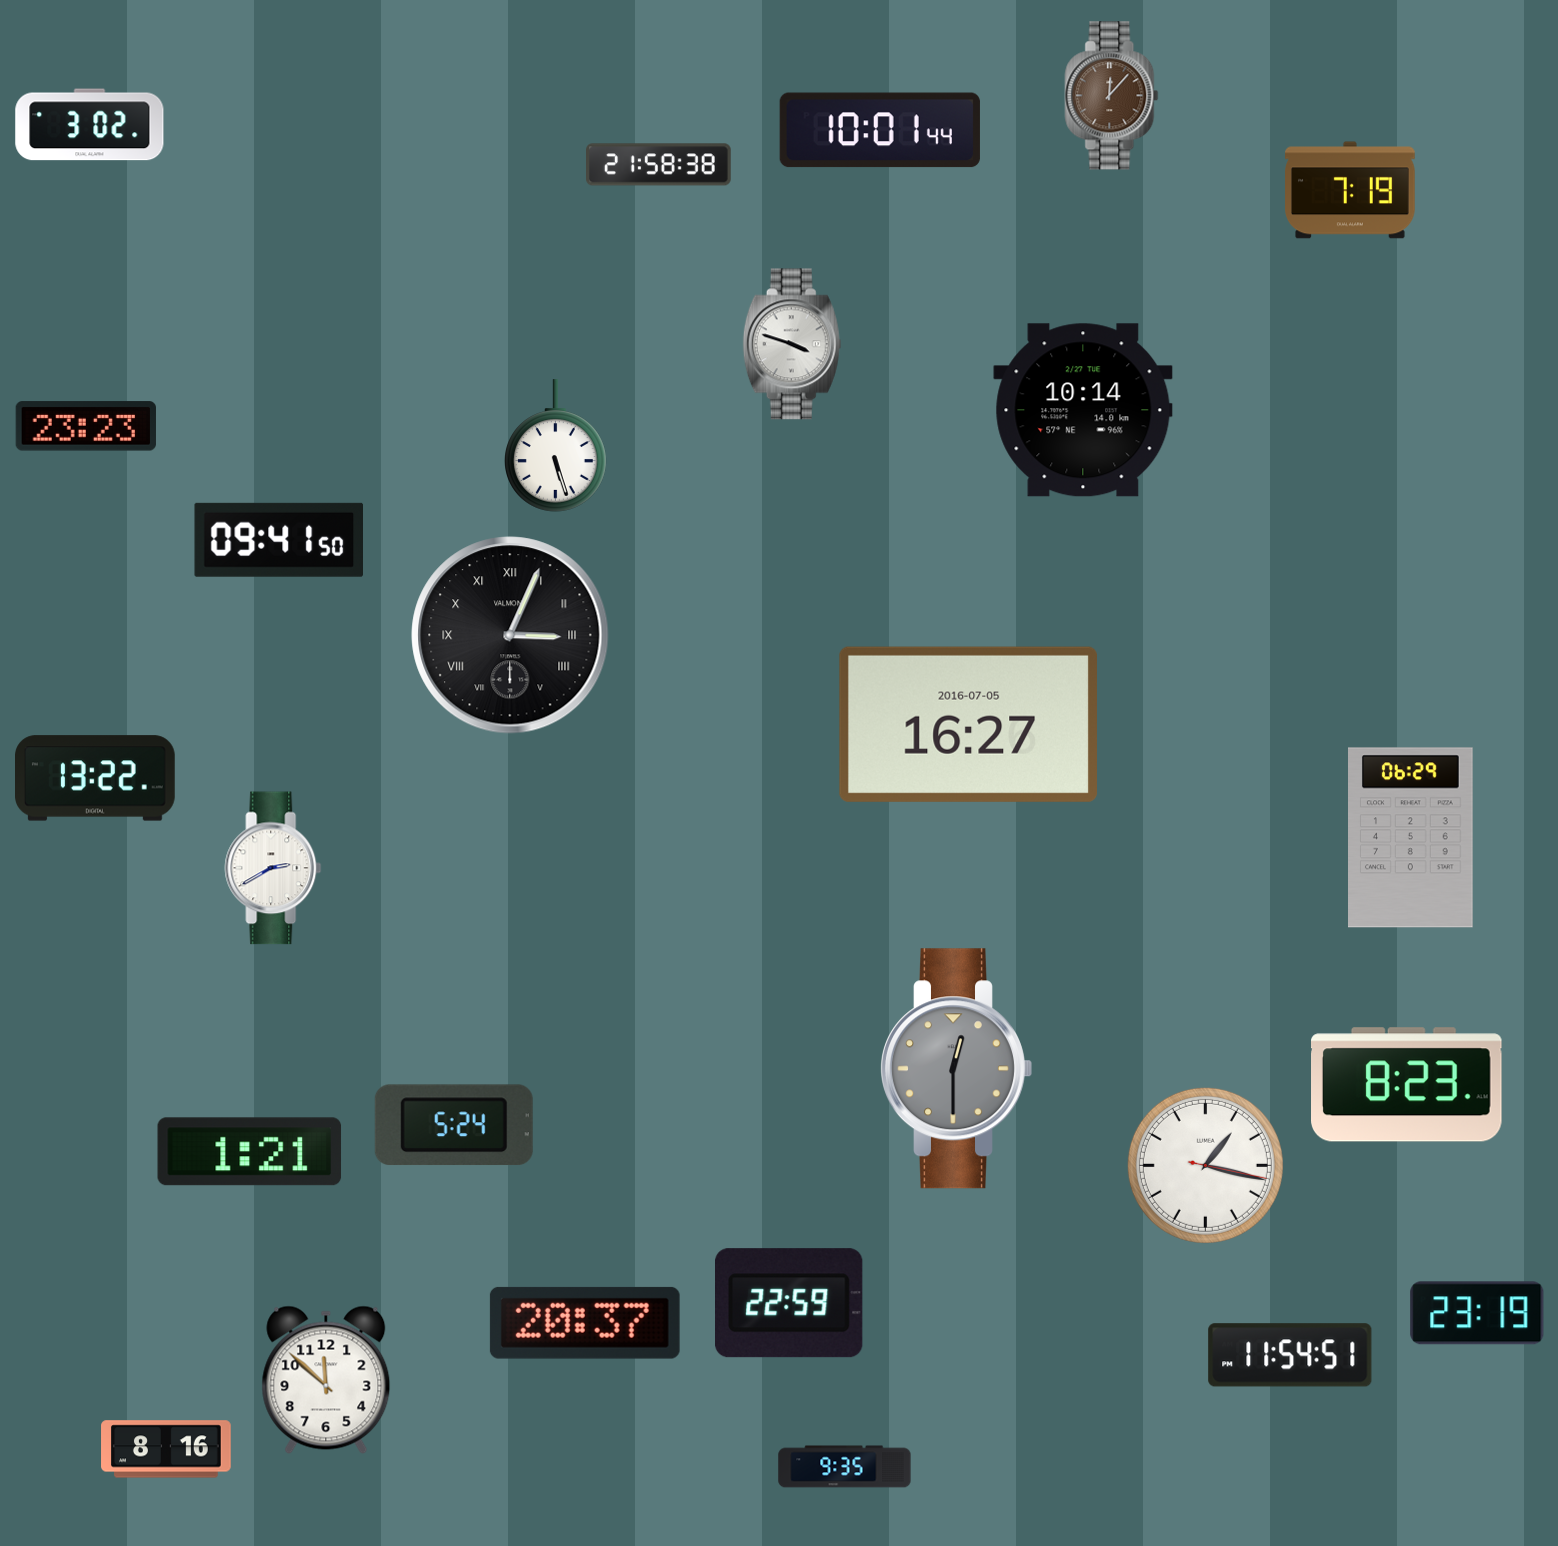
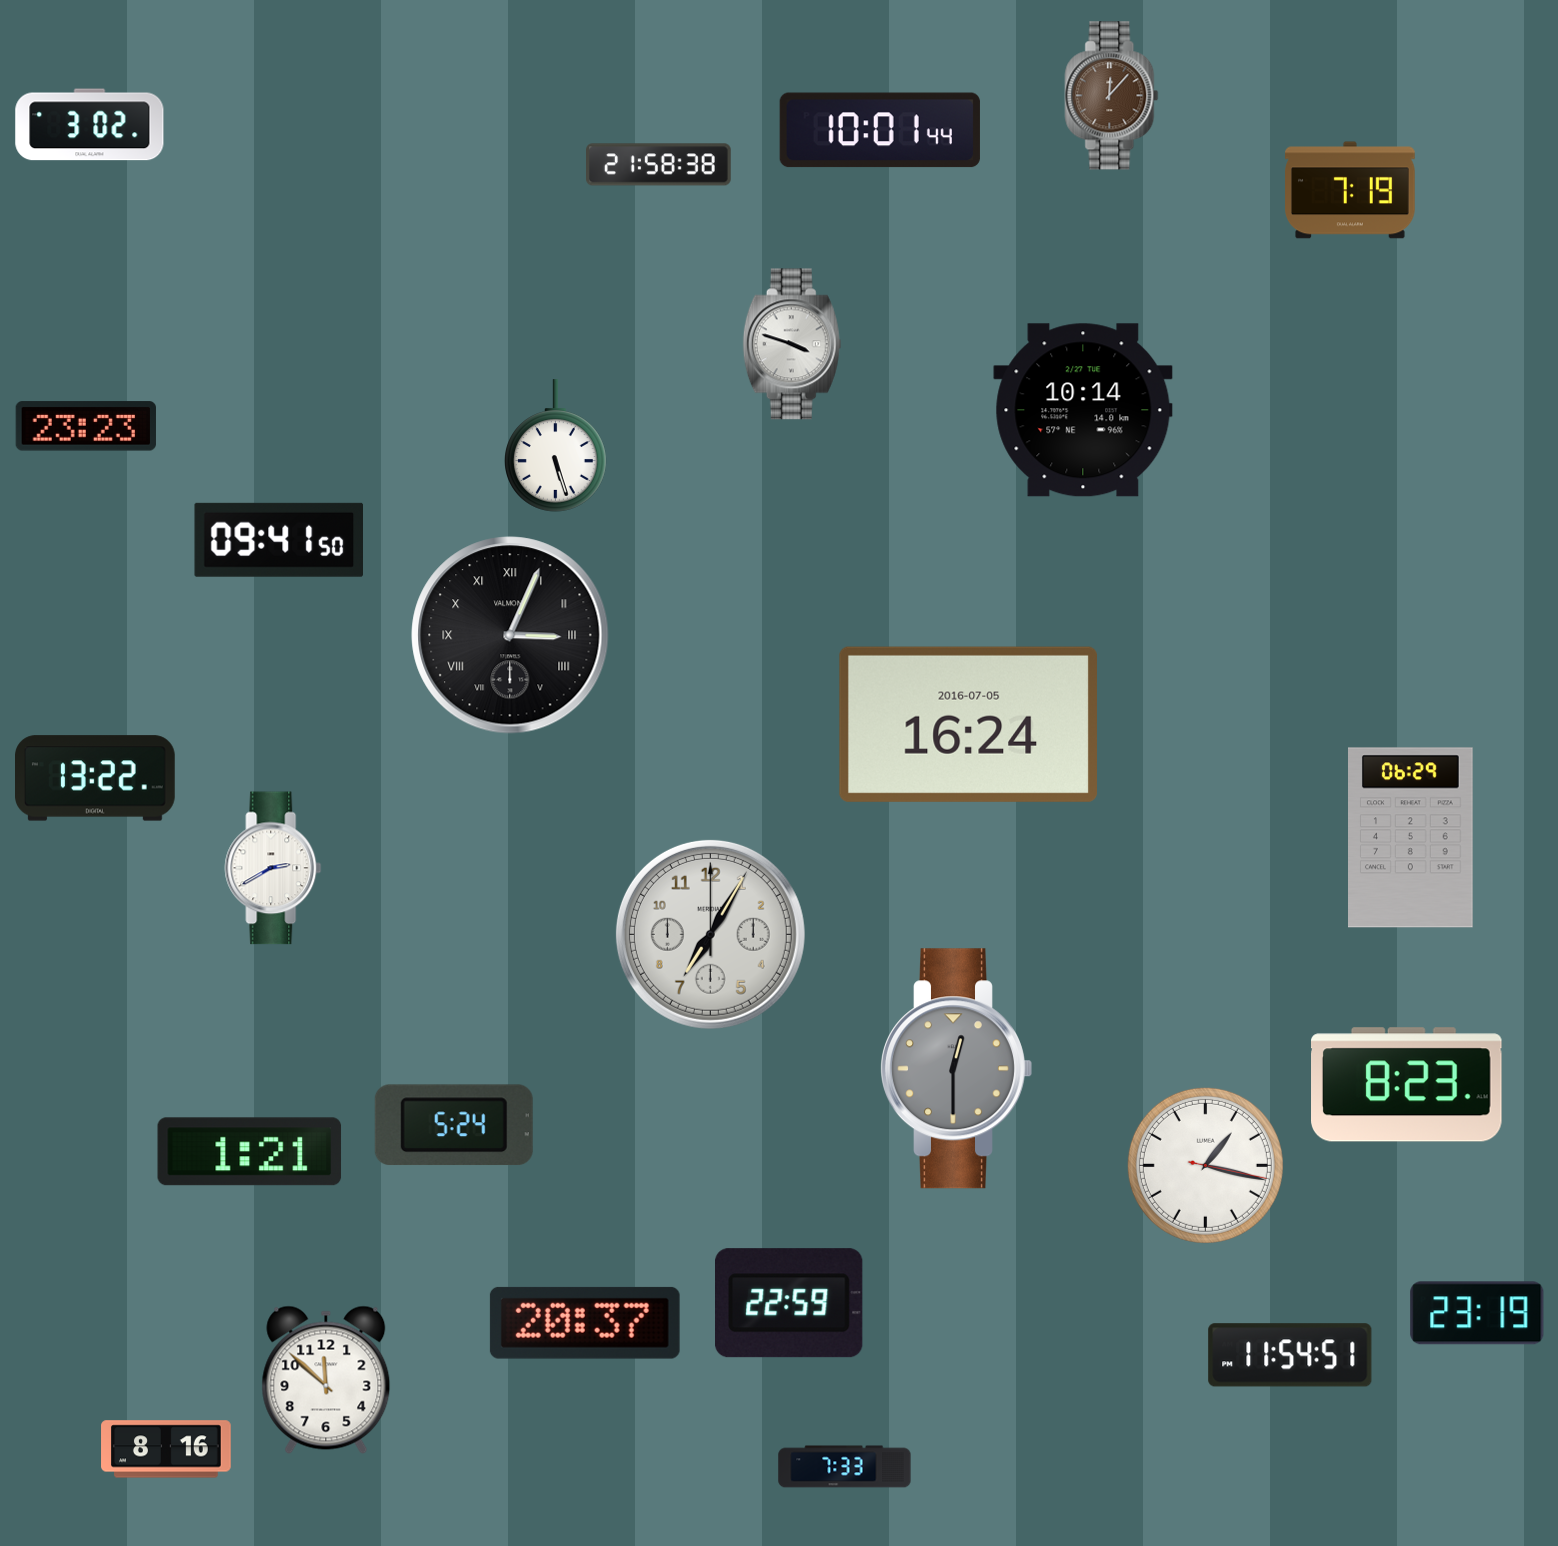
clock at (968, 724): 16:27 -> 16:24
clock at (710, 934): none -> 7:05
clock at (845, 1467): 9:35 -> 7:33
